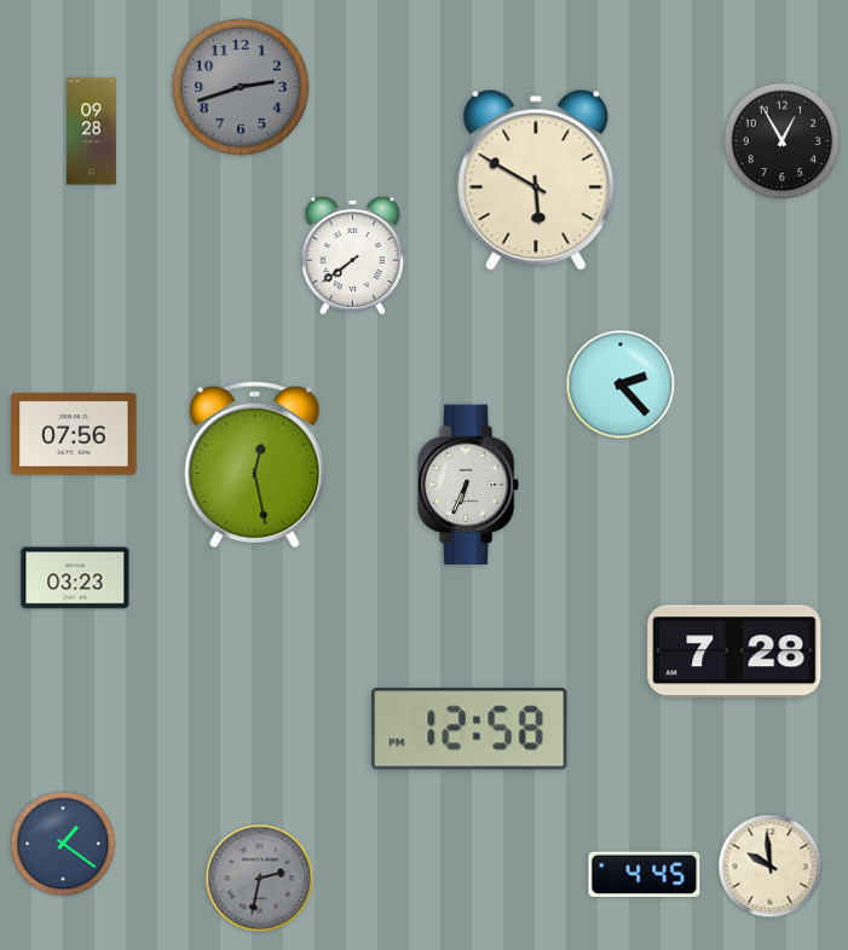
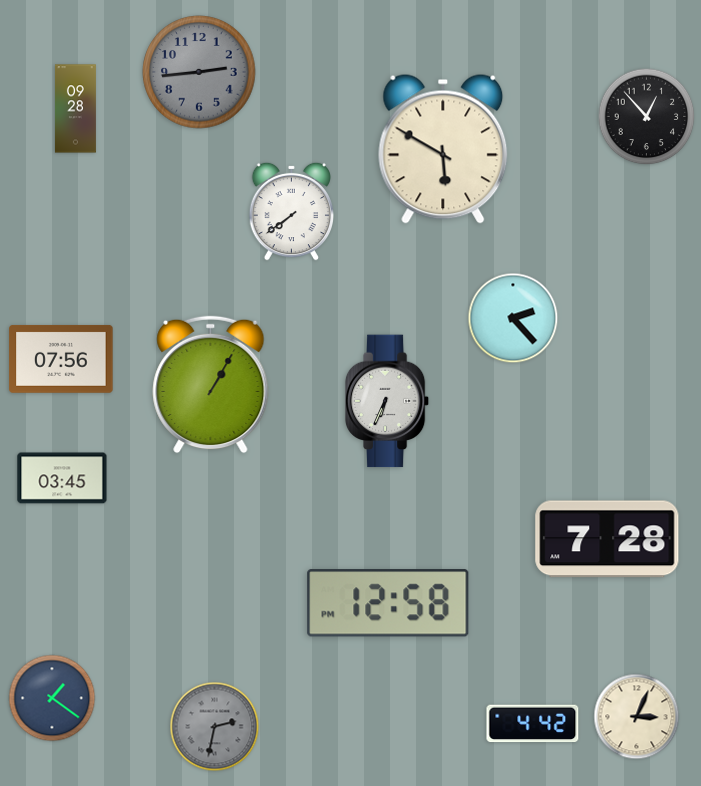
clock at (241, 87): 2:42 -> 2:44
clock at (783, 141): 12:55 -> 12:53
clock at (255, 465): 12:28 -> 1:05
clock at (75, 578): 03:23 -> 03:45
clock at (771, 867): 9:59 -> 3:04
clock at (645, 875): 4:45 -> 4:42
